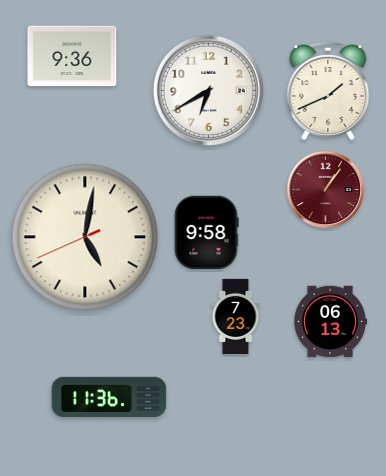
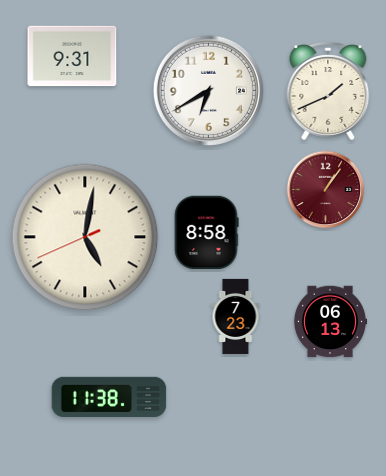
clock at (72, 56): 9:36 -> 9:31
clock at (206, 233): 9:58 -> 8:58
clock at (109, 396): 11:36 -> 11:38
